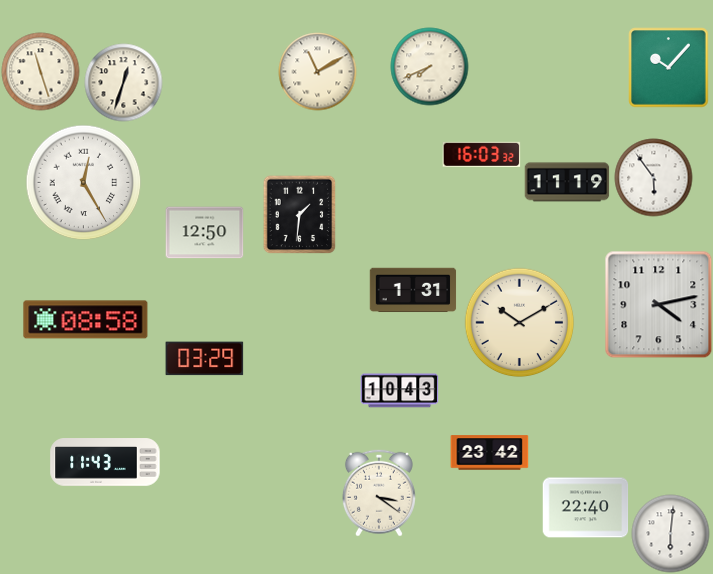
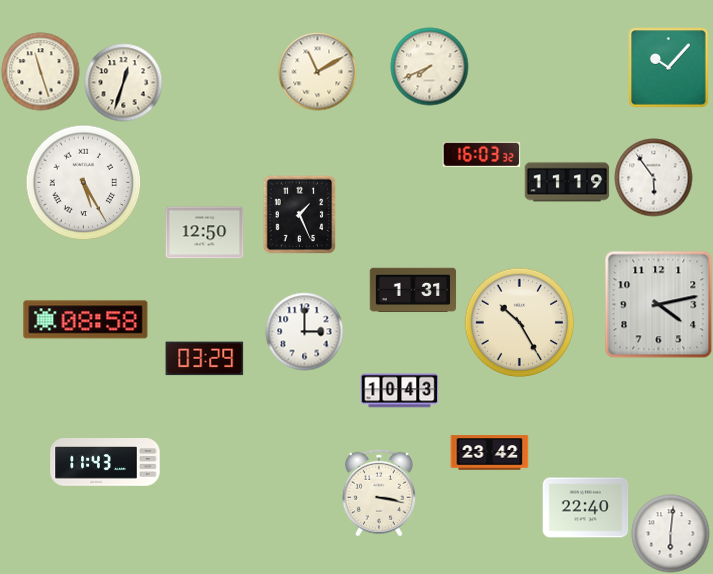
clock at (83, 182): 12:25 -> 5:25
clock at (300, 214): 1:31 -> 1:26
clock at (519, 322): 10:10 -> 10:25
clock at (304, 331): none -> 3:00
clock at (379, 493): 3:21 -> 3:17
